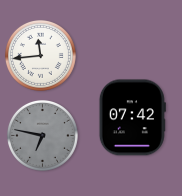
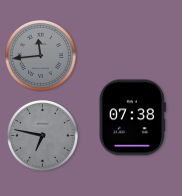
clock at (40, 55) dial: white -> grey
clock at (132, 118): 07:42 -> 07:38
